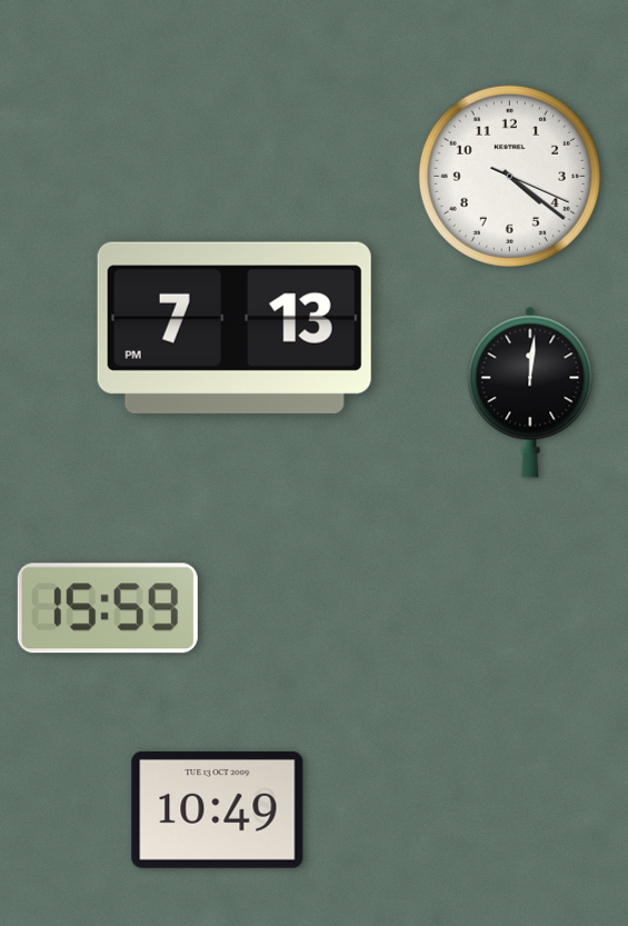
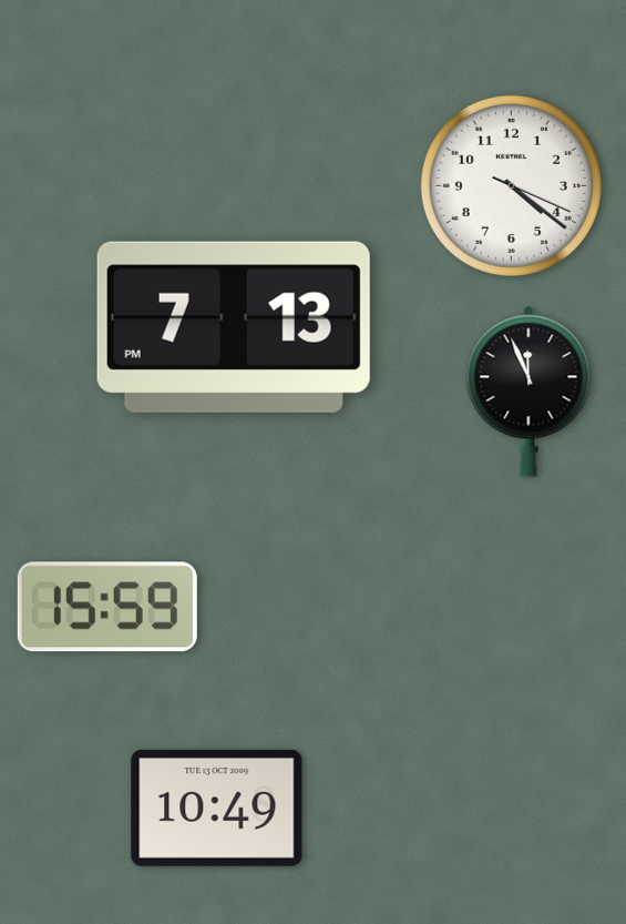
clock at (509, 176) position: (509, 176) -> (511, 185)
clock at (530, 392): 12:01 -> 11:56
